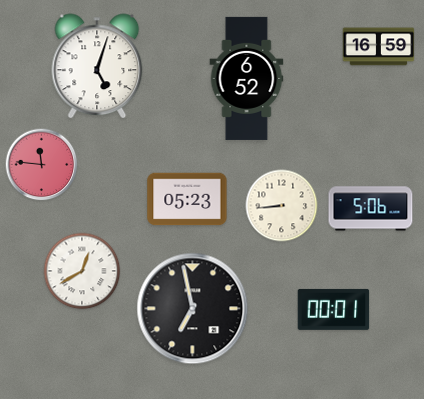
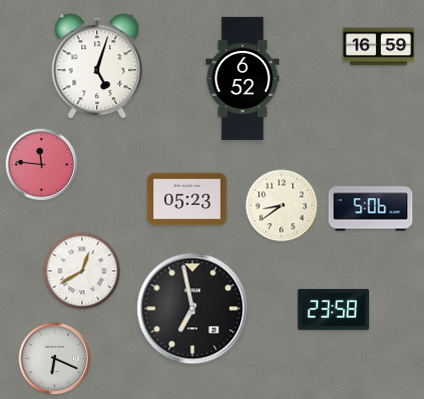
clock at (247, 78) position: (247, 78) -> (243, 78)
clock at (282, 206): 8:44 -> 8:39
clock at (334, 309): 00:01 -> 23:58
clock at (55, 359): none -> 6:19
